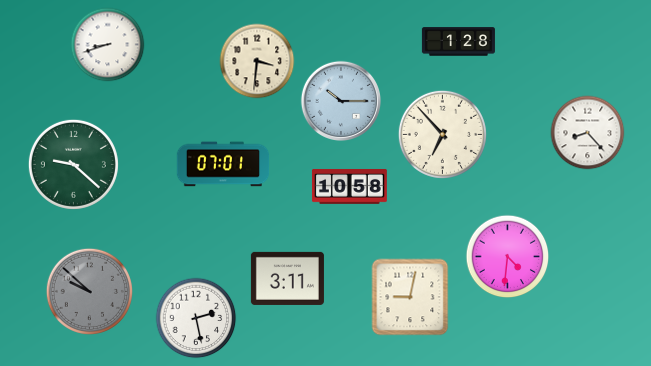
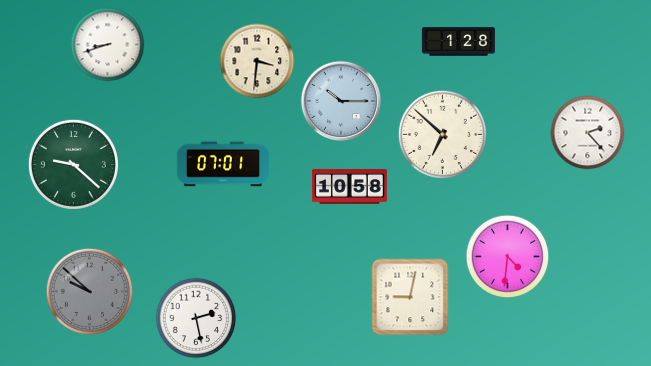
clock at (588, 133): 8:23 -> 2:23
clock at (442, 134): 6:53 -> 6:52
clock at (287, 278): 3:11 -> none
